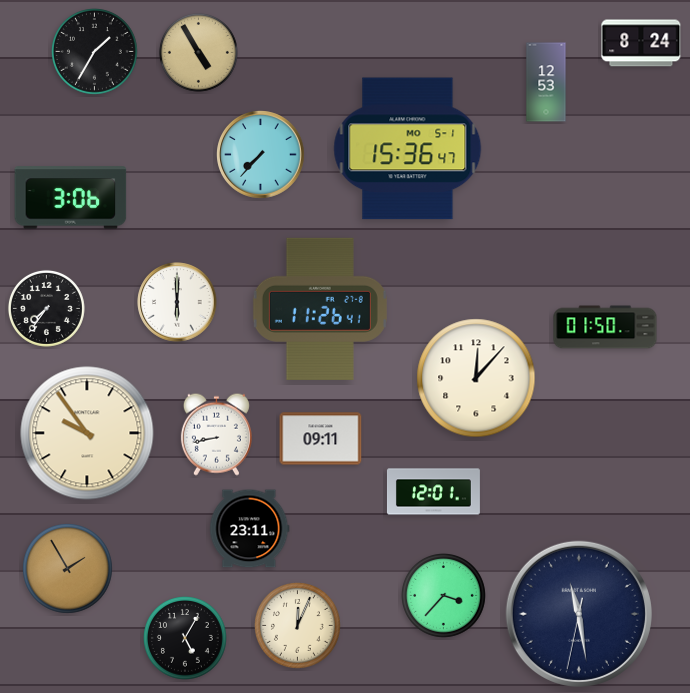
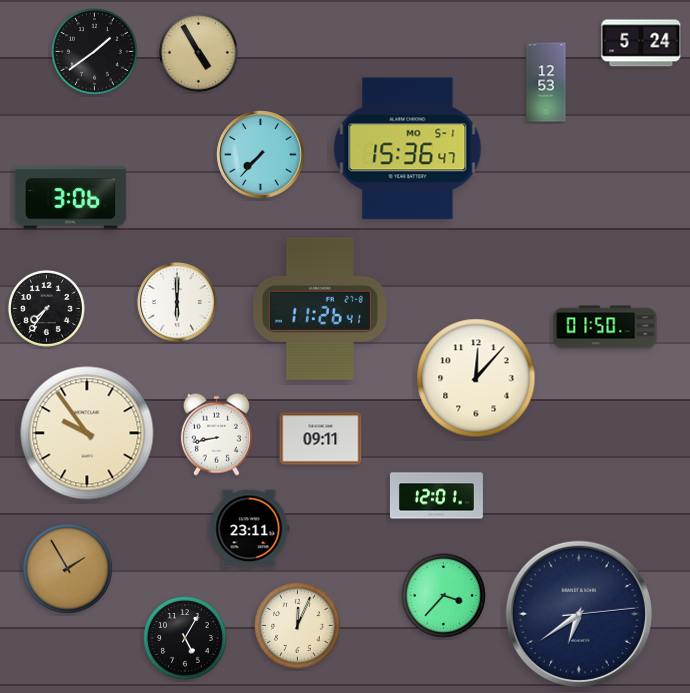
clock at (641, 43): 8:24 -> 5:24
clock at (95, 52): 1:35 -> 1:39
clock at (433, 492) position: (433, 492) -> (436, 496)
clock at (579, 614): 11:28 -> 6:39
